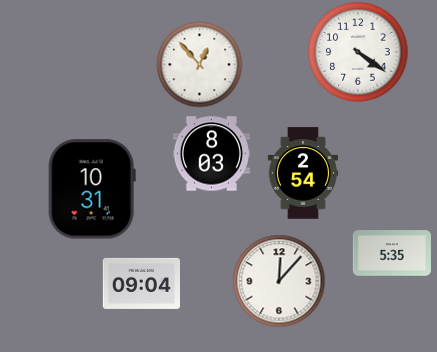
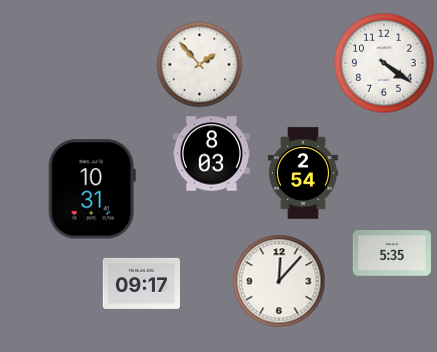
clock at (358, 52) position: (358, 52) -> (384, 63)
clock at (199, 64): 12:53 -> 1:53
clock at (141, 283): 09:04 -> 09:17
